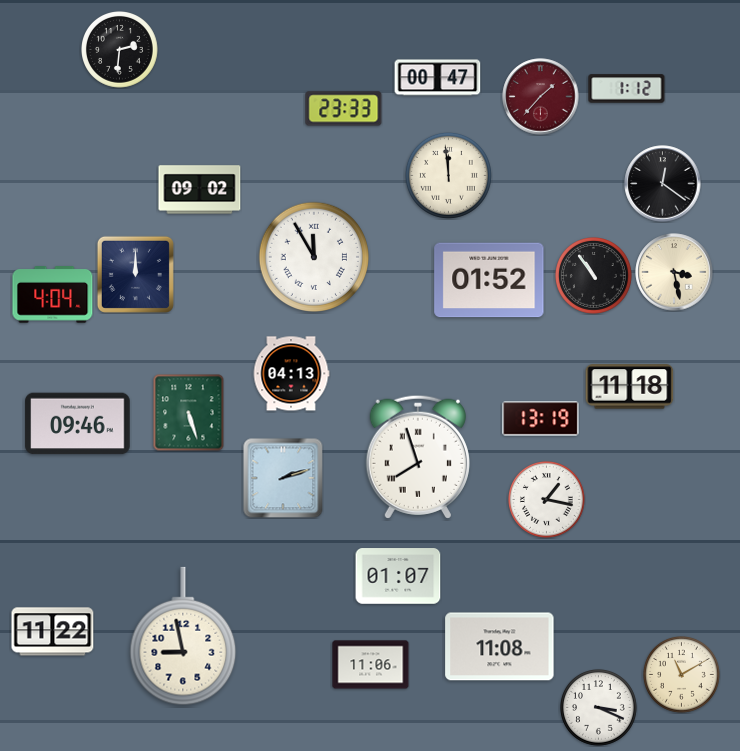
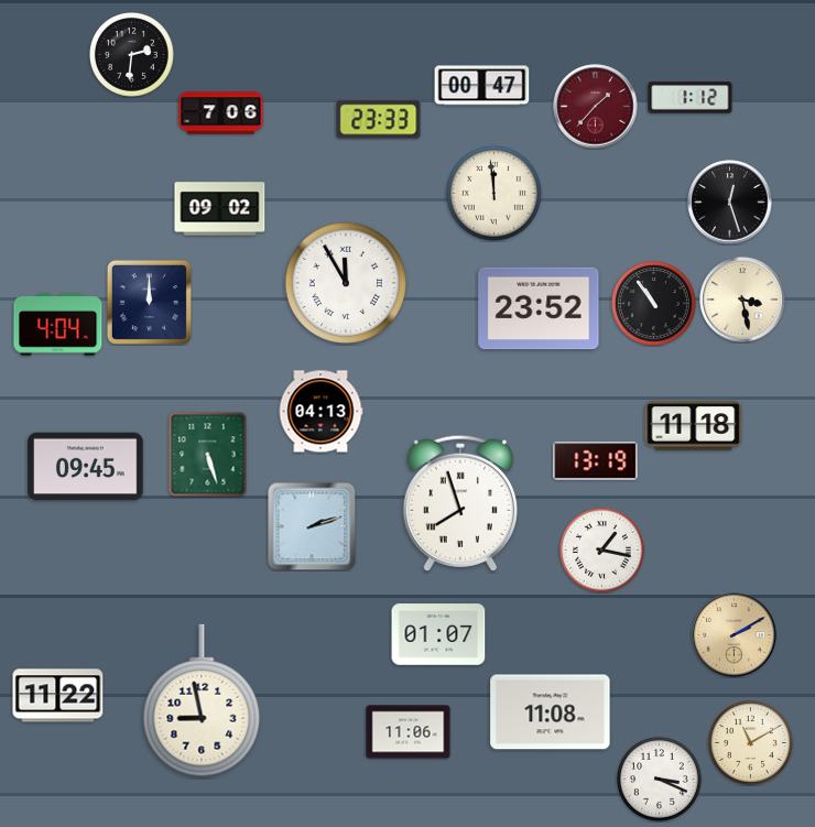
clock at (221, 113): none -> 7:06
clock at (663, 184): 12:21 -> 12:27
clock at (489, 280): 01:52 -> 23:52
clock at (78, 424): 09:46 -> 09:45
clock at (735, 635): none -> 2:10
